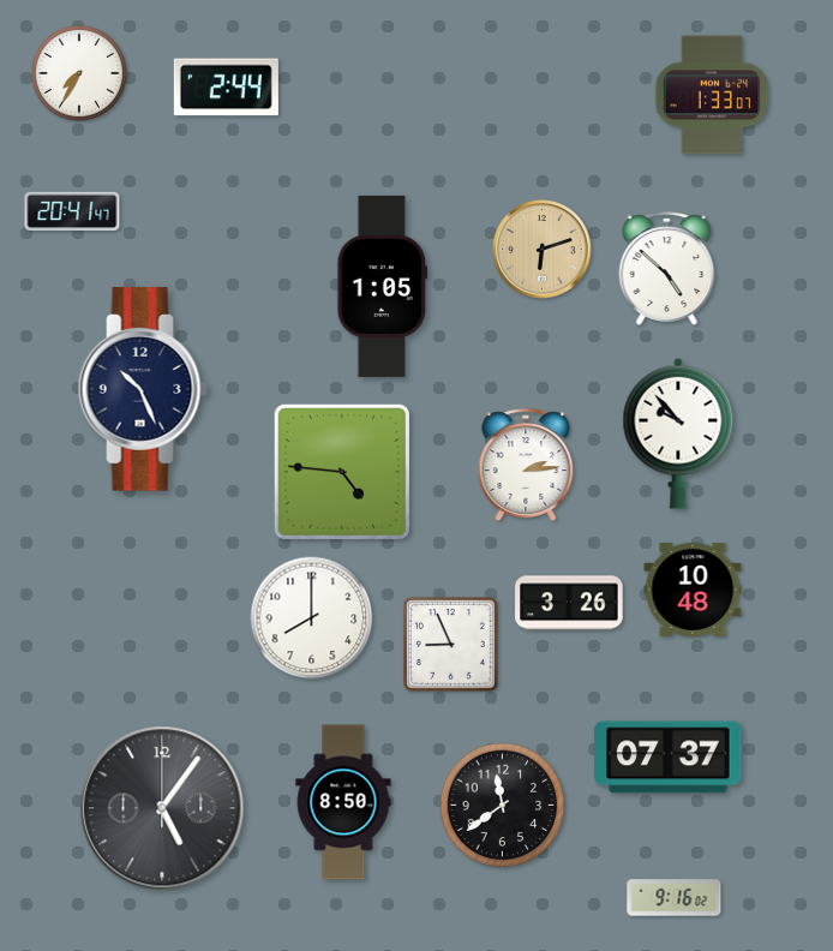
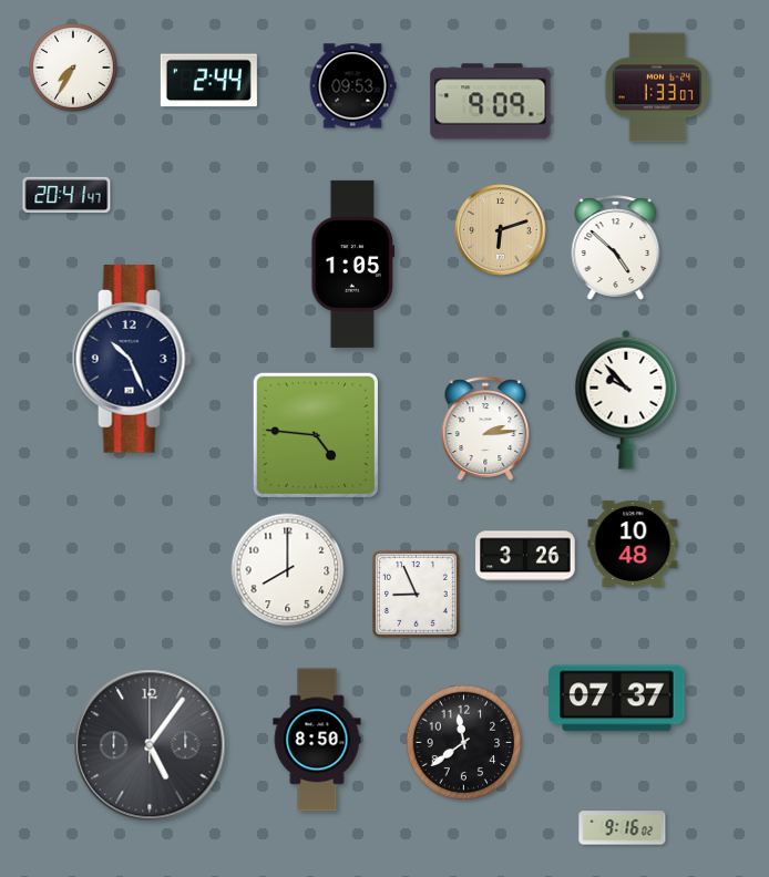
clock at (352, 86): none -> 09:53
clock at (491, 102): none -> 9:09
clock at (693, 590) position: (693, 590) -> (633, 544)
